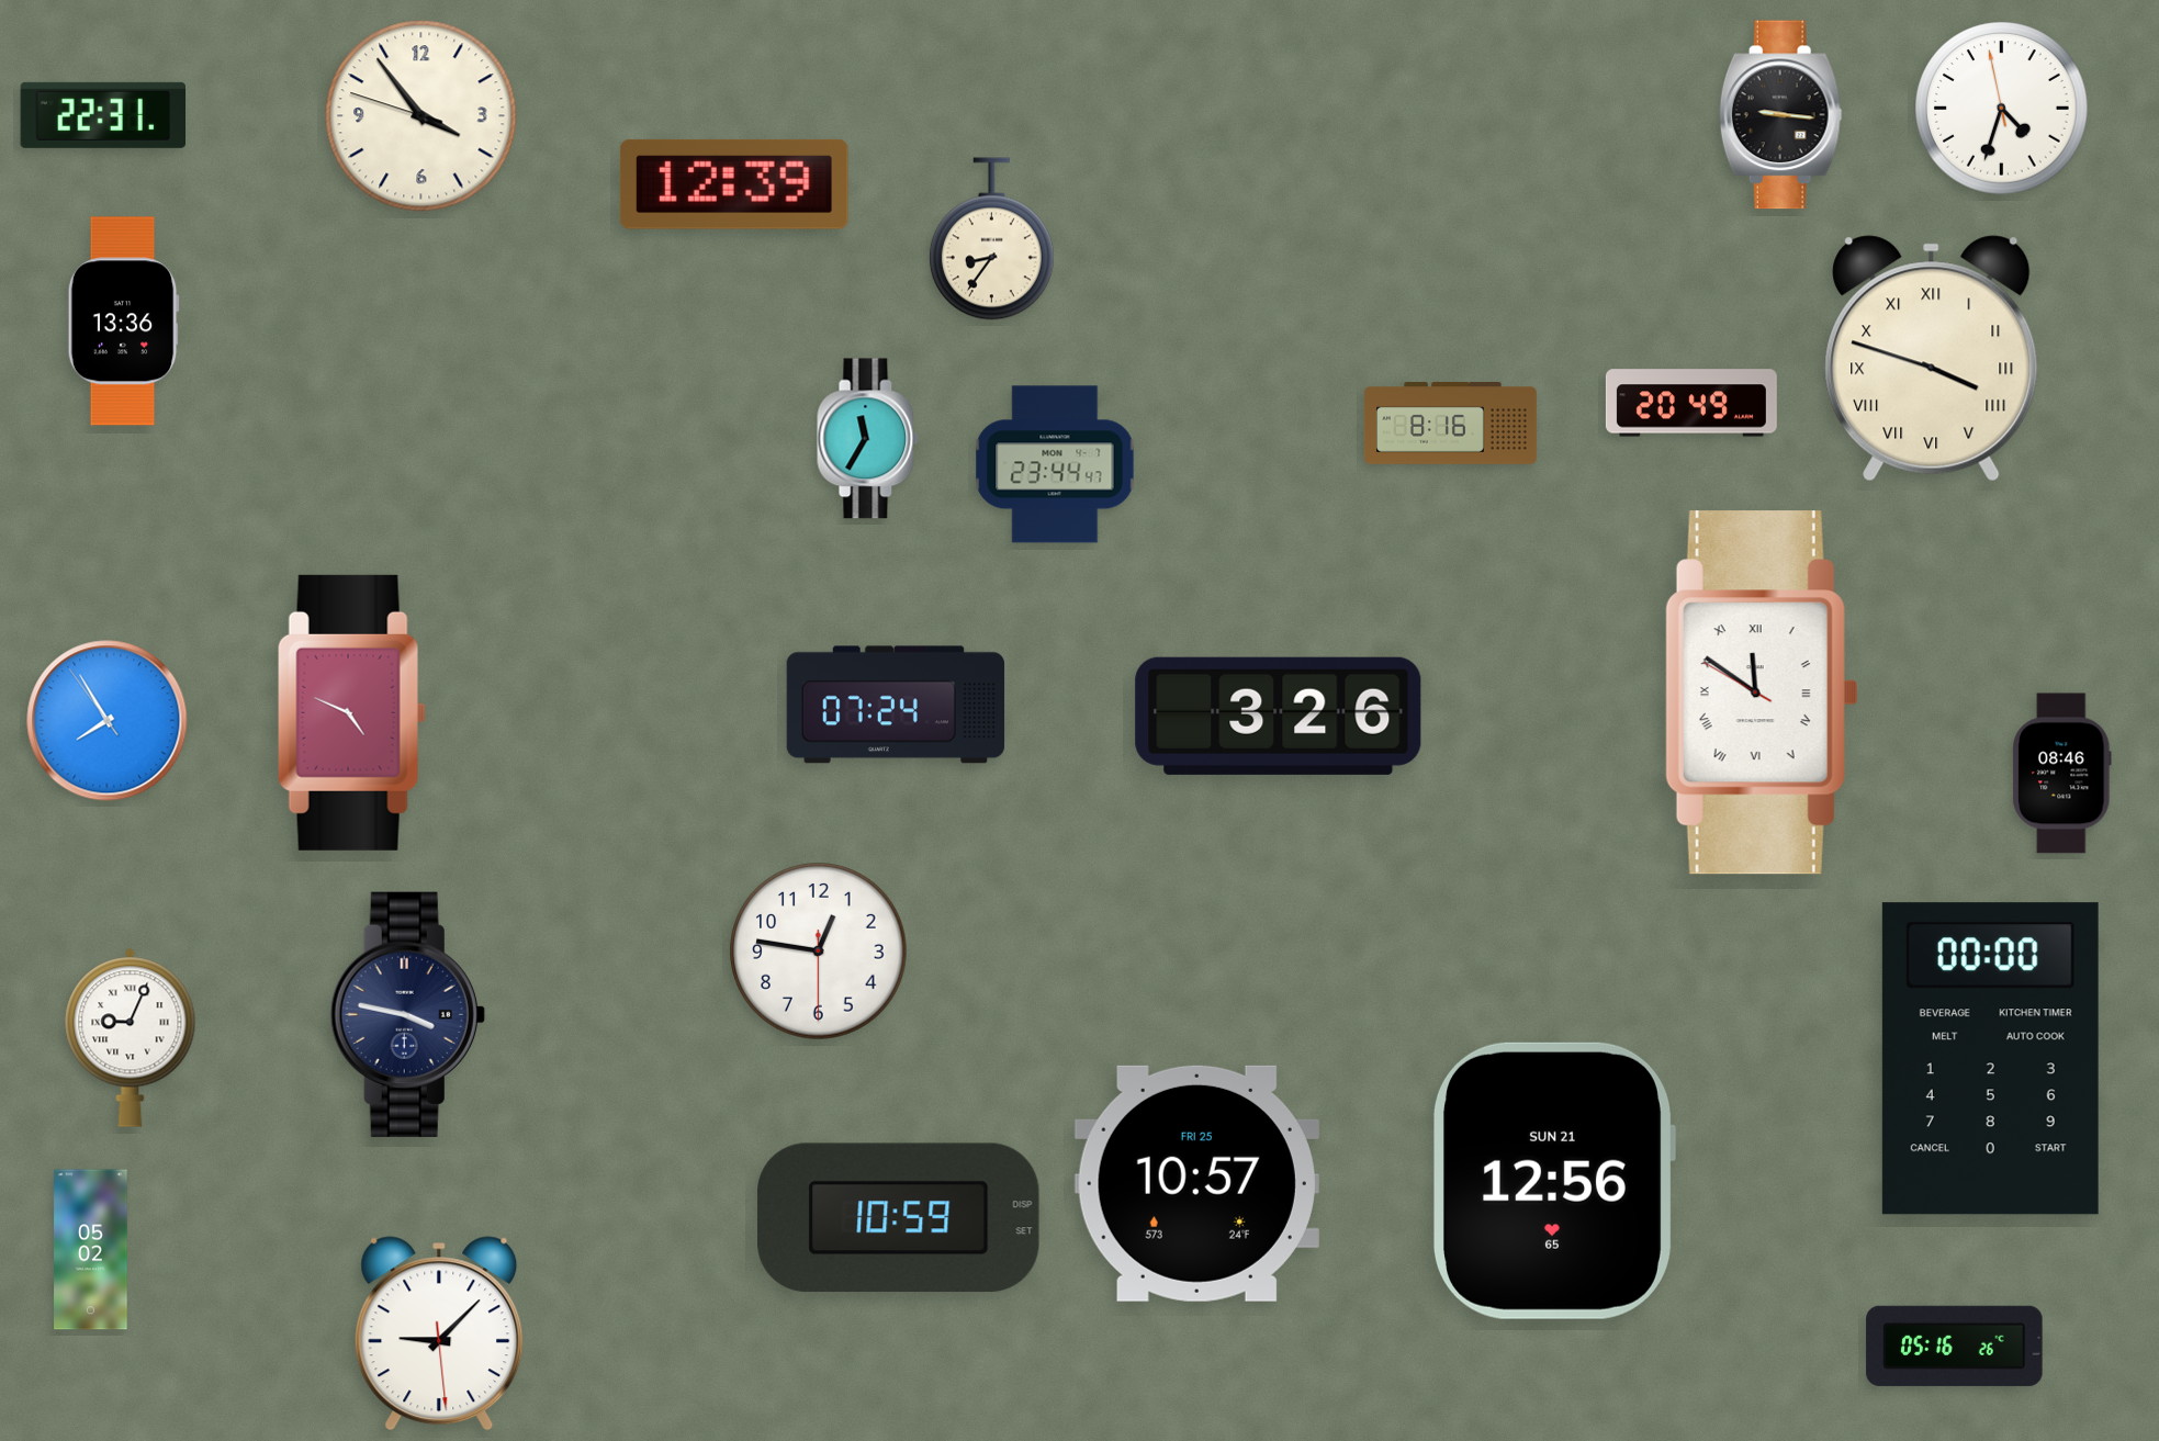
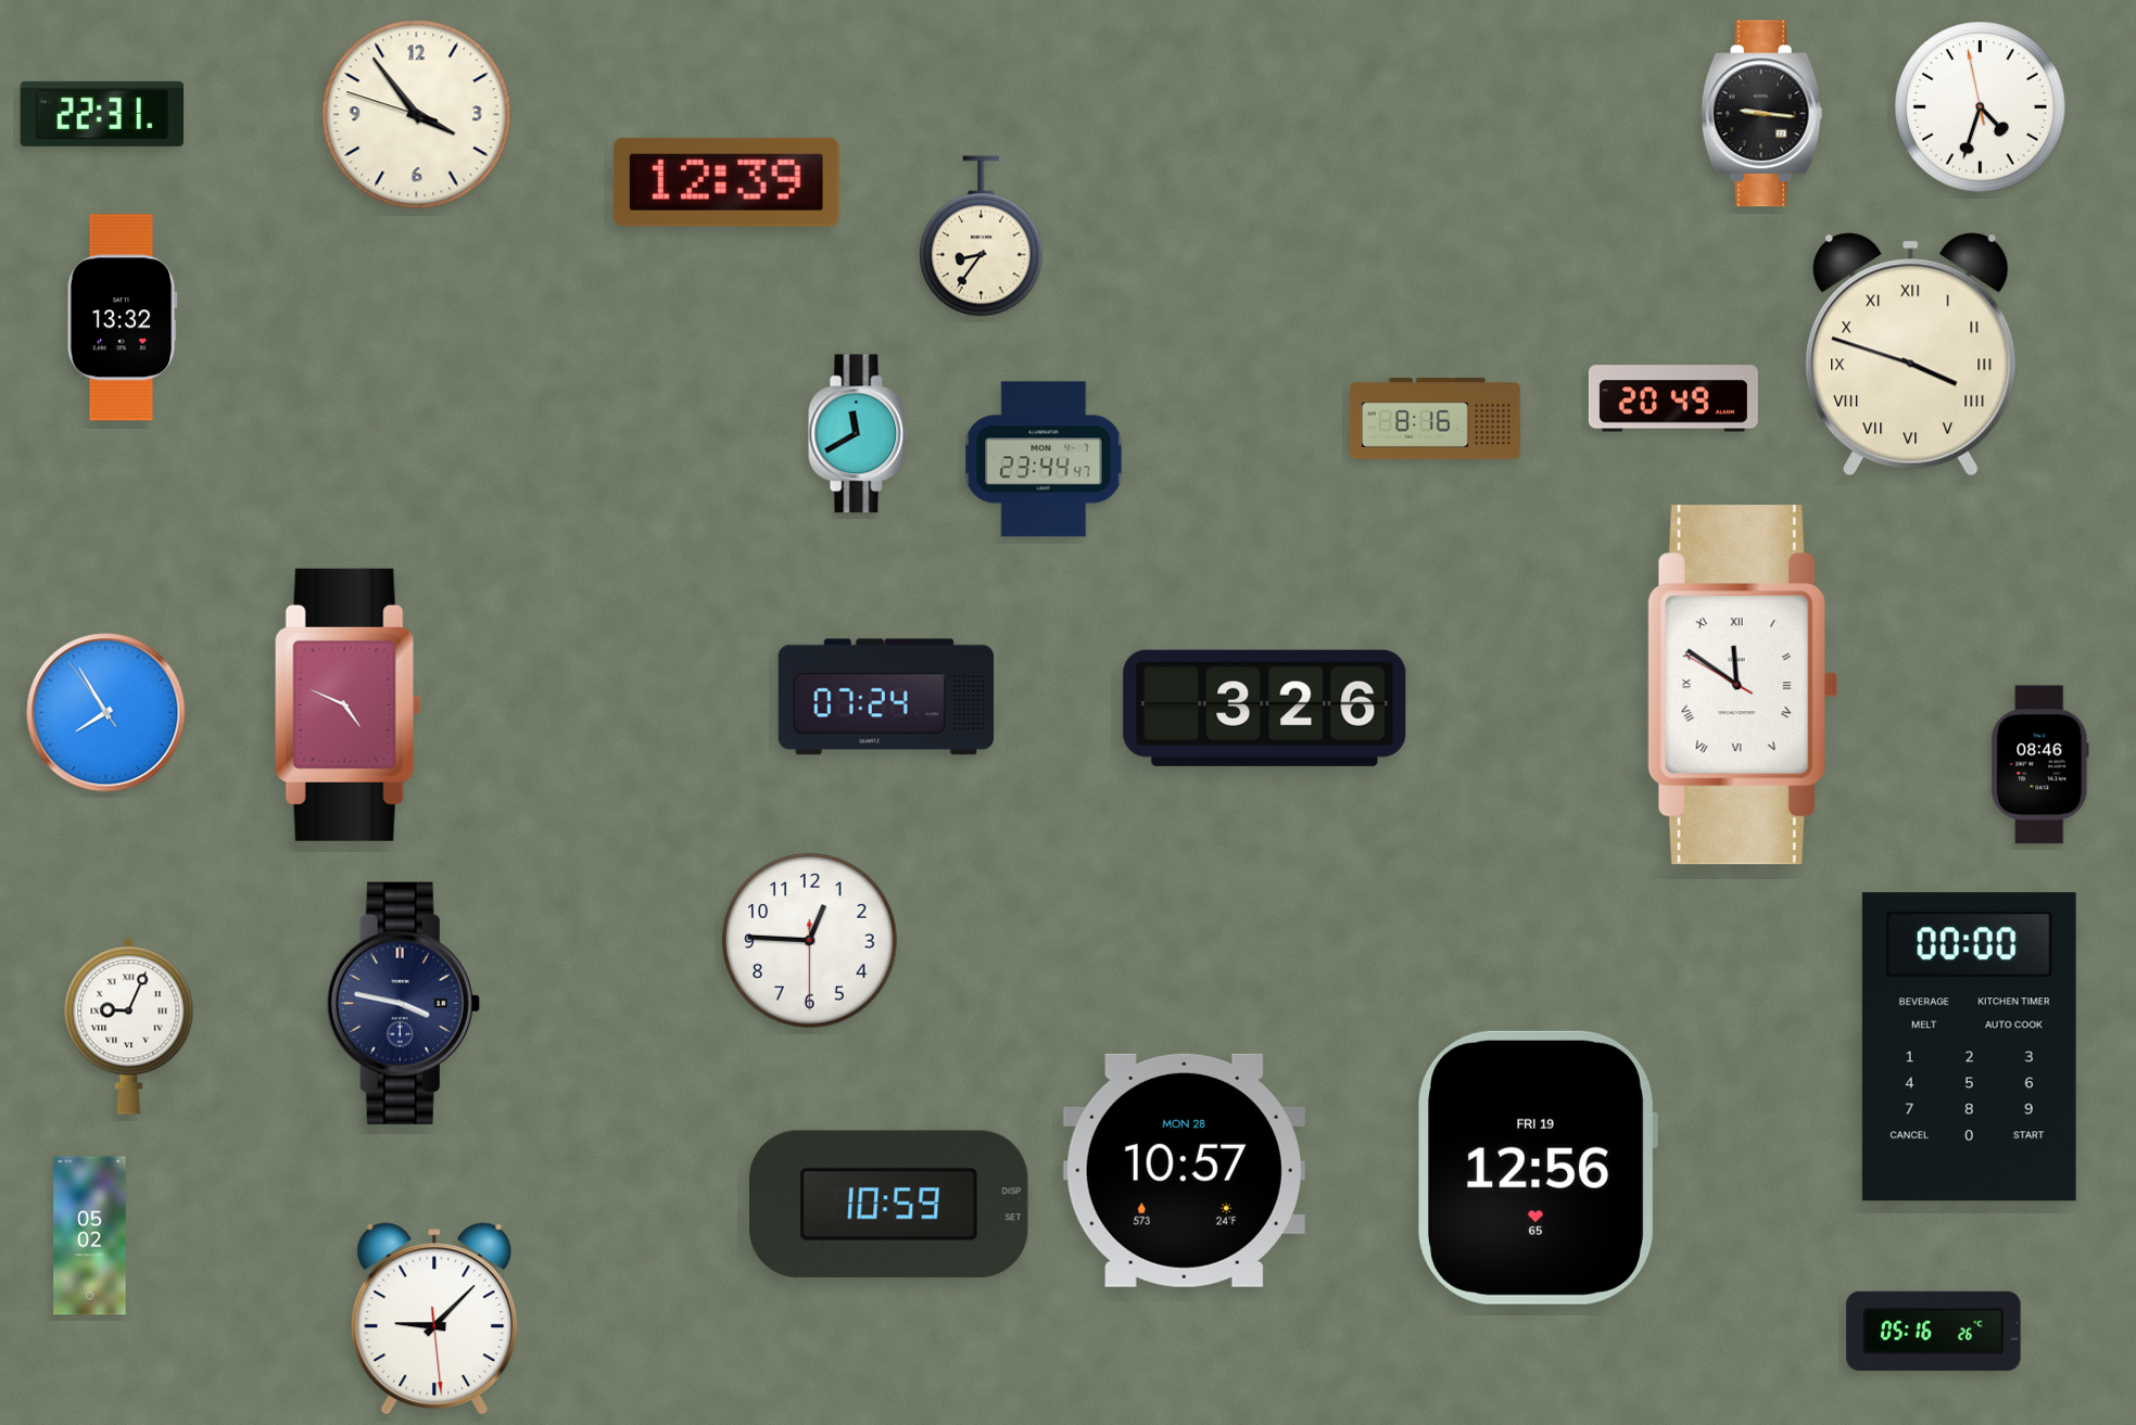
clock at (123, 322): 13:36 -> 13:32
clock at (868, 439): 11:35 -> 11:40
clock at (819, 952): 12:46 -> 12:45
clock at (1554, 1181) date: SUN 21 -> FRI 19
clock at (1196, 1183) date: FRI 25 -> MON 28
